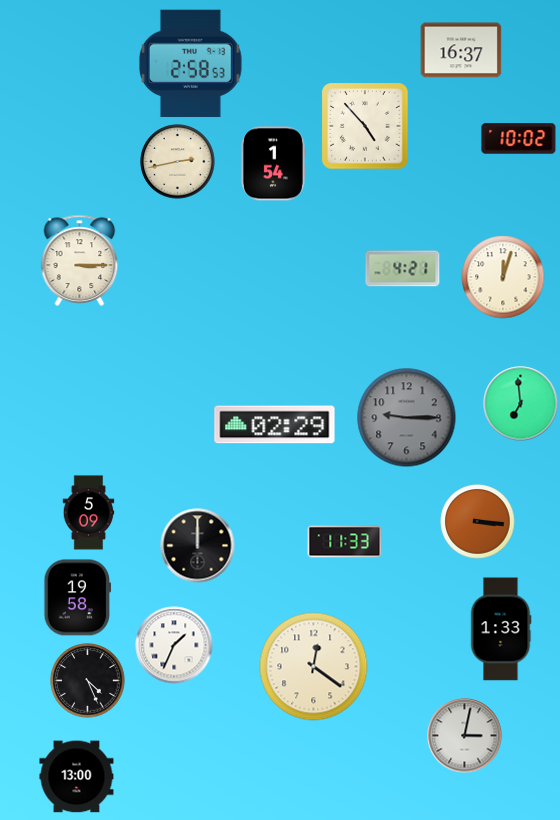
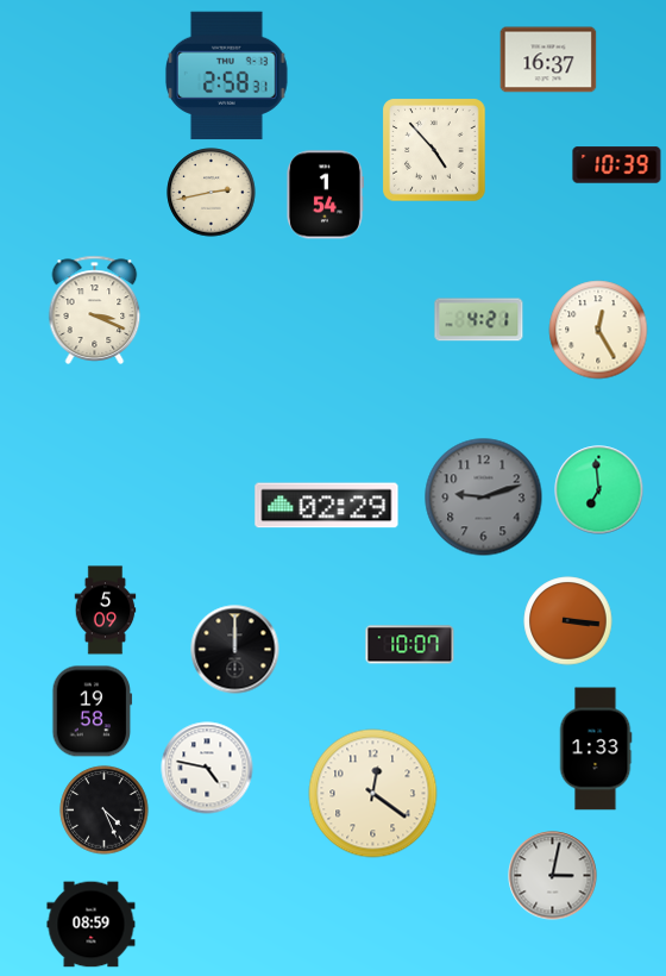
clock at (190, 64): 2:58:53 -> 2:58:31
clock at (519, 139): 10:02 -> 10:39
clock at (80, 260): 3:15 -> 3:19
clock at (503, 277): 12:03 -> 12:25
clock at (521, 404) position: (521, 404) -> (599, 490)
clock at (407, 418): 9:15 -> 9:12
clock at (345, 542): 11:33 -> 10:07
clock at (174, 645): 1:34 -> 4:47
clock at (77, 777): 13:00 -> 08:59
